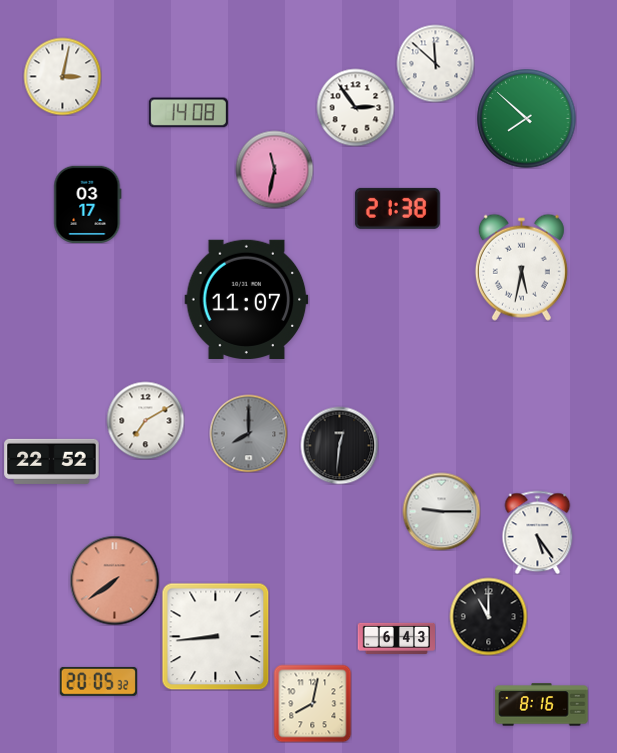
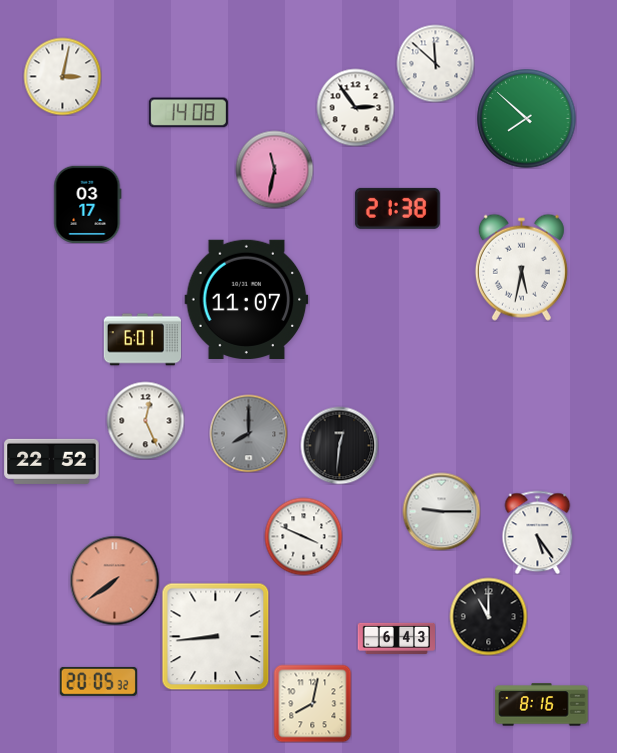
clock at (142, 340): none -> 6:01
clock at (145, 420): 7:10 -> 12:26
clock at (303, 536): none -> 3:49
